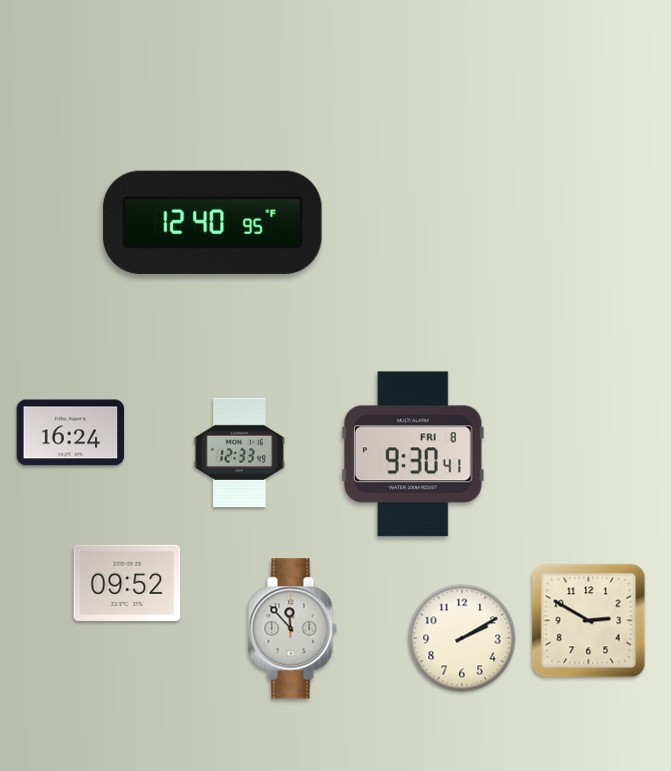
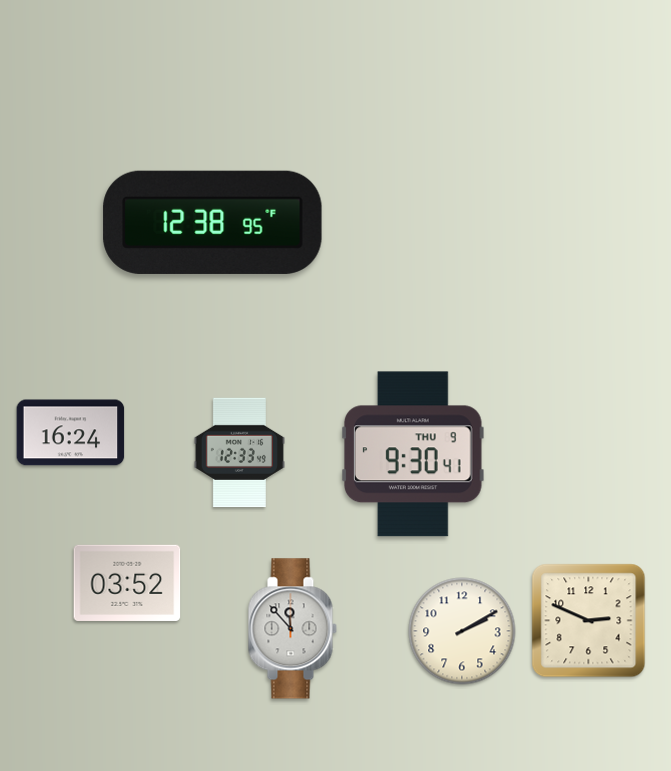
clock at (213, 222): 12:40 -> 12:38
clock at (413, 454) date: FRI 8 -> THU 9
clock at (127, 583): 09:52 -> 03:52
clock at (589, 621): 2:50 -> 2:49
clock at (462, 638) position: (462, 638) -> (462, 631)
